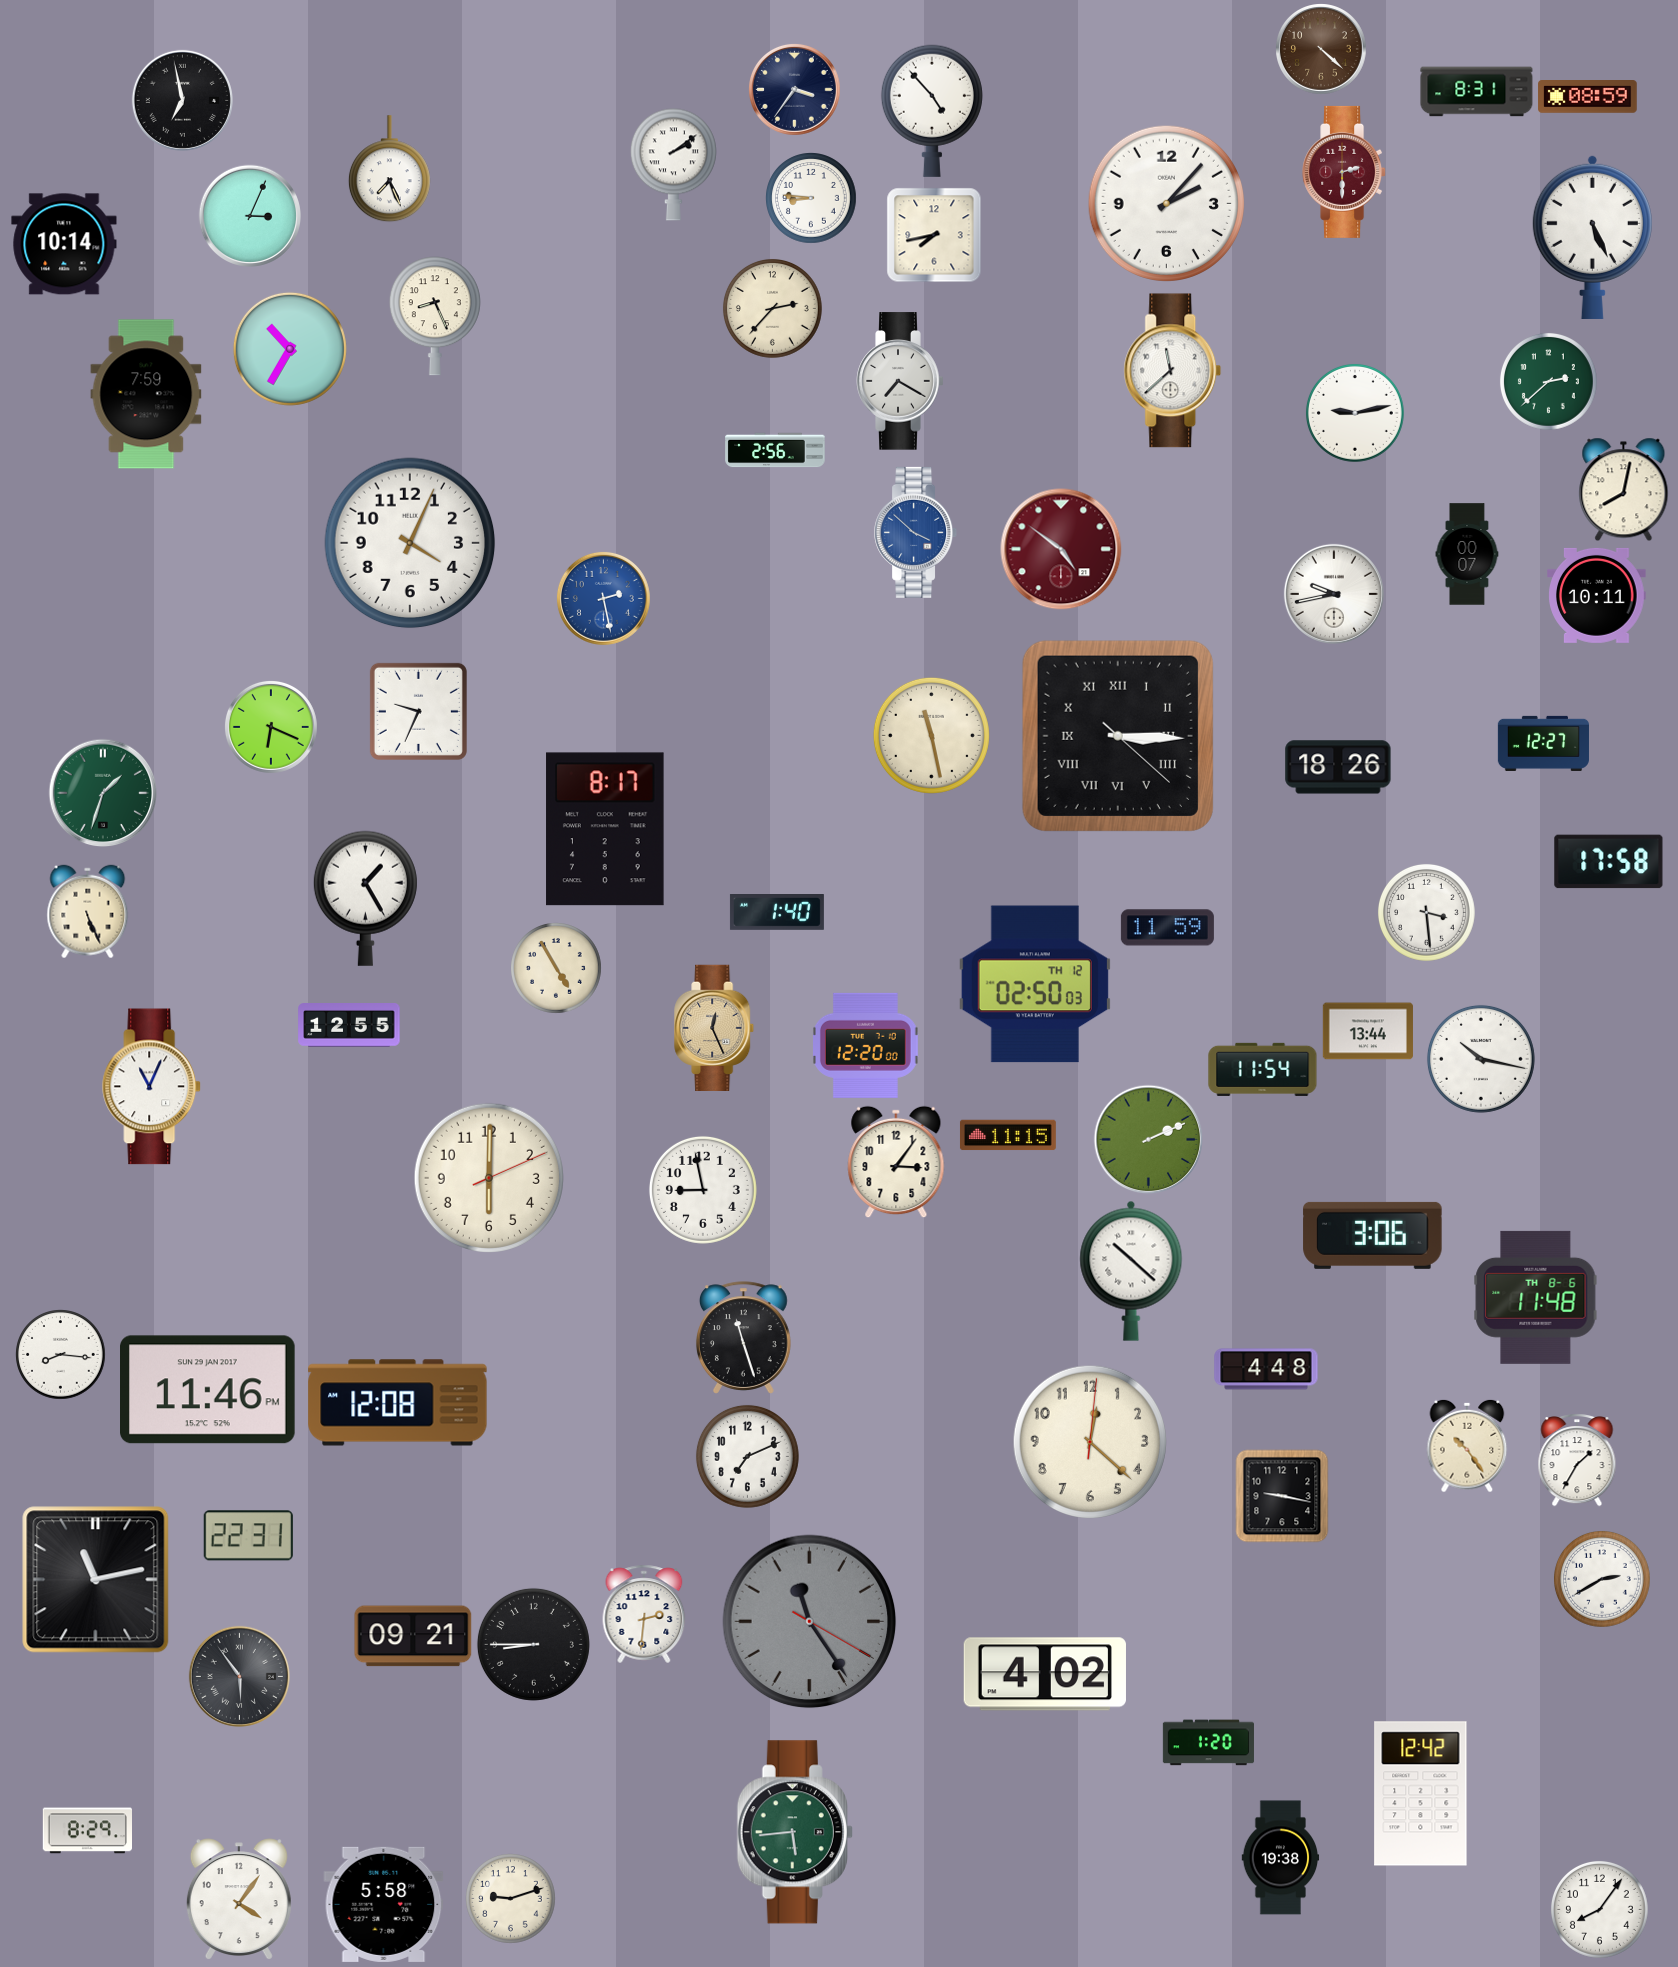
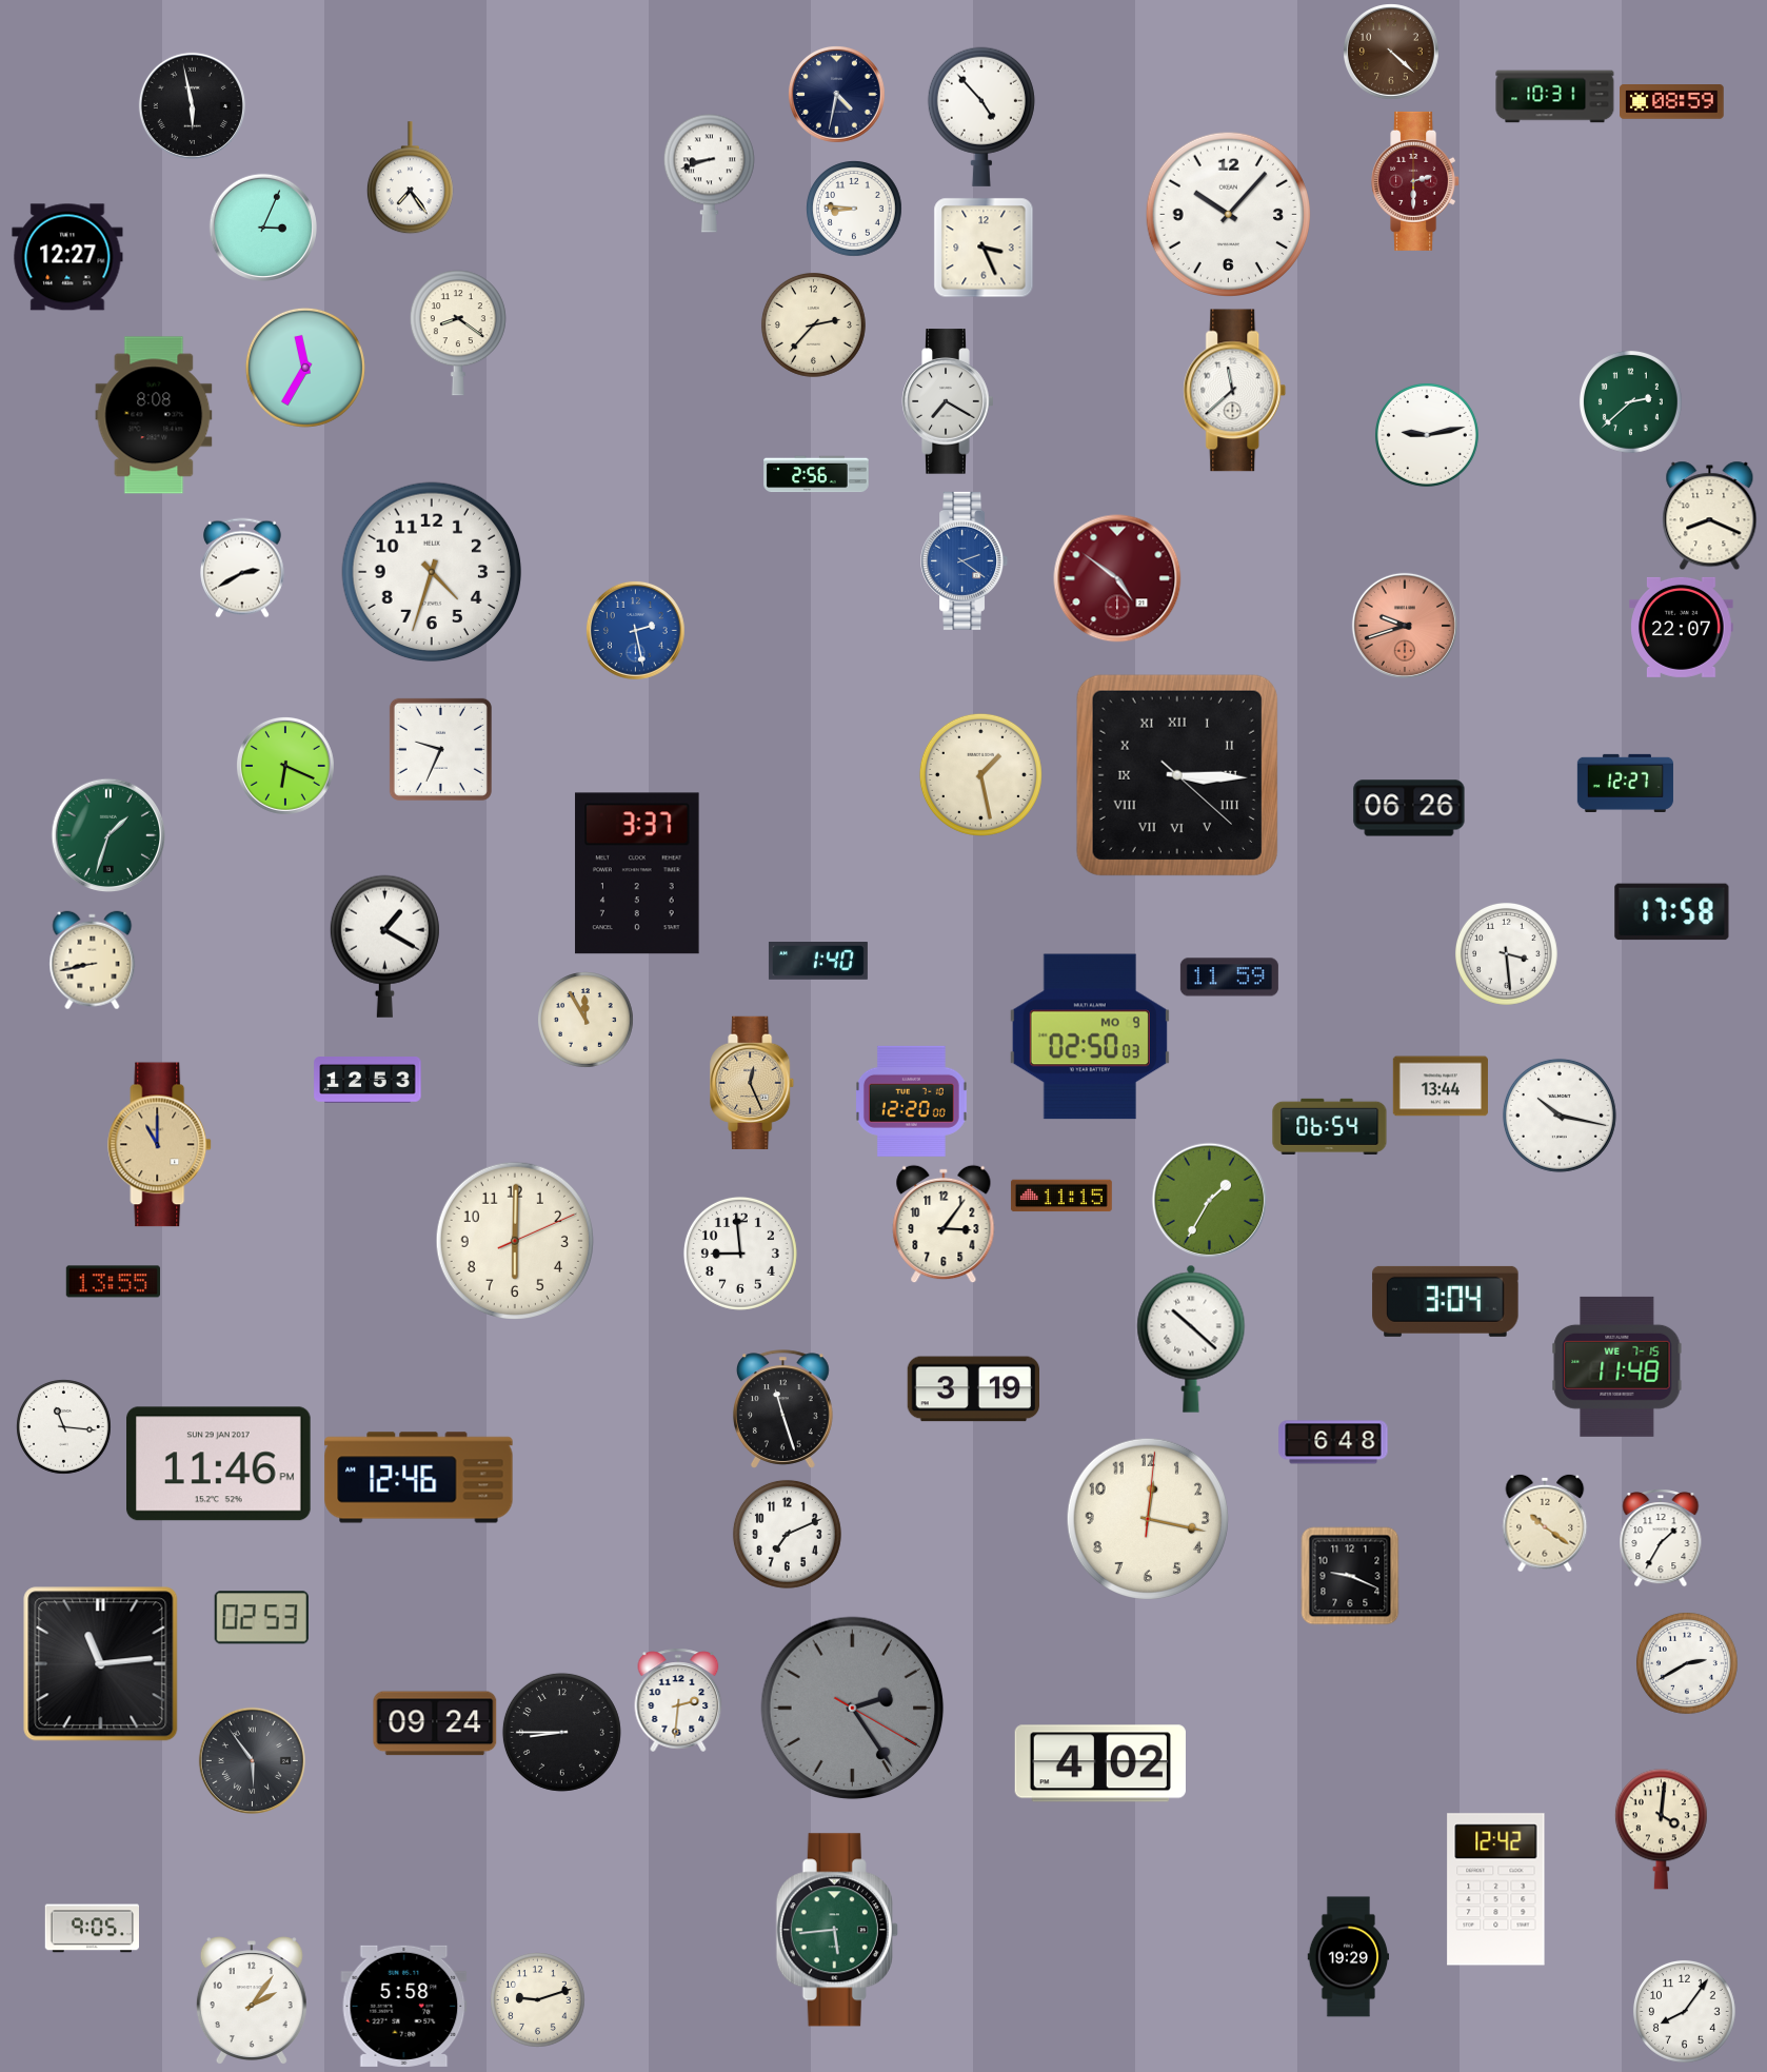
clock at (795, 90): 3:36 -> 4:32
clock at (1477, 92): 8:31 -> 10:31
clock at (182, 100): 6:58 -> 5:58
clock at (673, 164): 2:09 -> 8:42
clock at (389, 169): 7:26 -> 7:24
clock at (1166, 203): 2:07 -> 10:07
clock at (934, 235): 7:43 -> 3:26
clock at (1592, 237): 5:26 -> none
clock at (64, 244): 10:14 -> 12:27
clock at (435, 316): 8:26 -> 8:21
clock at (290, 349): 10:35 -> 11:35
clock at (146, 394): 7:59 -> 8:08
clock at (1624, 490): 8:02 -> 8:19
clock at (916, 532): 3:52 -> 2:21
clock at (243, 568): none -> 2:40
clock at (410, 543): 4:04 -> 4:33
clock at (1467, 554): 00:07 -> none
clock at (1334, 594): 9:43 -> 9:42
clock at (1334, 594) dial: white -> salmon
clock at (1597, 595): 10:11 -> 22:07
clock at (931, 735): 11:28 -> 1:28
clock at (1338, 767): 18:26 -> 06:26
clock at (605, 829): 8:17 -> 3:37
clock at (1609, 862) position: (1609, 862) -> (1672, 912)
clock at (365, 898): 1:25 -> 1:20
clock at (88, 912): 5:26 -> 8:43
clock at (1426, 912) position: (1426, 912) -> (1506, 953)
clock at (556, 968): 4:55 -> 11:55
clock at (1035, 984) date: TH 12 -> MO 9
clock at (349, 1026): 12:55 -> 12:53
clock at (1263, 1069): 11:54 -> 06:54
clock at (152, 1087): 11:04 -> 11:00
clock at (152, 1087) dial: white -> champagne
clock at (1149, 1140): 2:11 -> 1:35
clock at (703, 1190): 8:58 -> 8:59
clock at (113, 1282): none -> 13:55
clock at (1373, 1235): 3:06 -> 3:04
clock at (1536, 1297) date: TH 8-6 -> WE 7-15
clock at (973, 1389): none -> 3:19
clock at (61, 1355): 8:16 -> 11:16
clock at (1266, 1369): 4:48 -> 6:48
clock at (398, 1403): 12:08 -> 12:46
clock at (1089, 1441): 12:22 -> 12:17
clock at (1467, 1446): 10:24 -> 10:21
clock at (1282, 1496): 9:17 -> 9:19
clock at (248, 1536): 22:31 -> 02:53
clock at (96, 1580): 11:13 -> 11:14
clock at (810, 1622): 11:24 -> 2:24
clock at (413, 1636): 09:21 -> 09:24
clock at (239, 1676) position: (239, 1676) -> (252, 1760)
clock at (1661, 1830): none -> 4:01
clock at (1208, 1743): 1:20 -> none
clock at (87, 1831): 8:29 -> 9:05
clock at (1281, 1858): 19:38 -> 19:29
clock at (239, 1899): 4:06 -> 2:06
